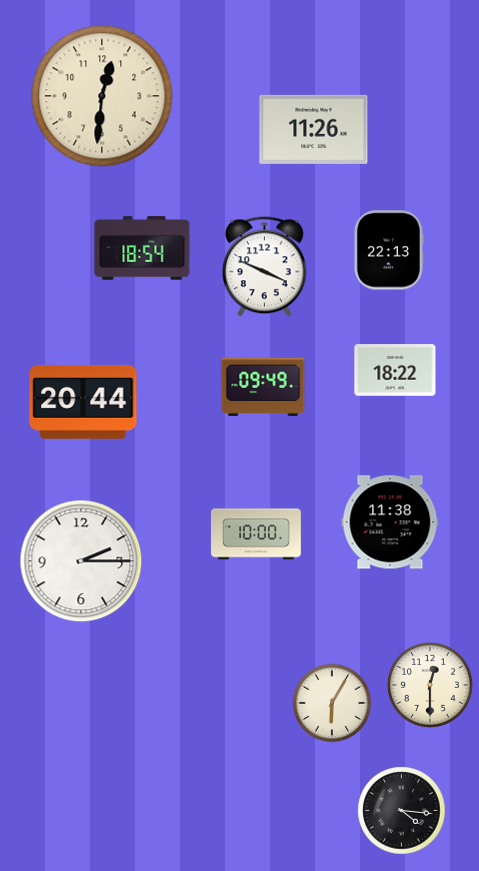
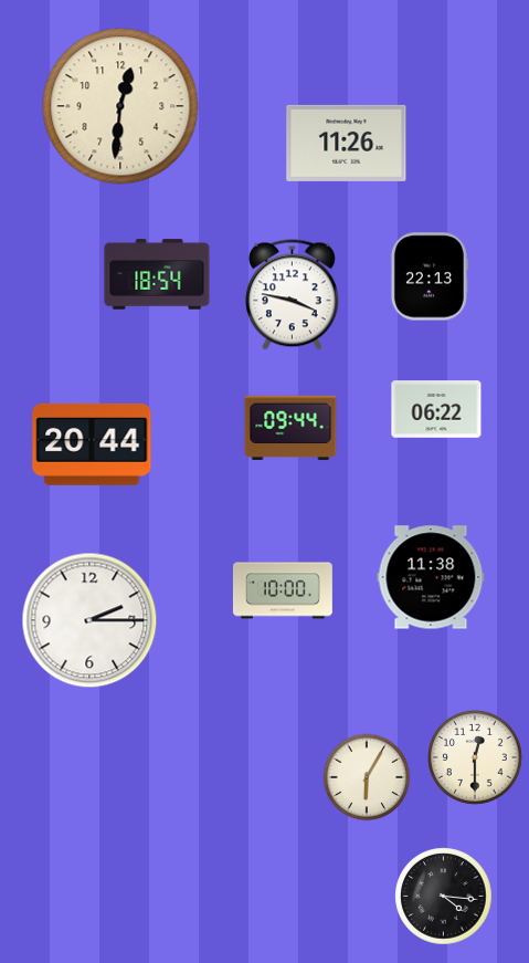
clock at (102, 96) position: (102, 96) -> (120, 106)
clock at (265, 267): 3:49 -> 3:47
clock at (395, 370): 18:22 -> 06:22
clock at (263, 387): 09:49 -> 09:44
